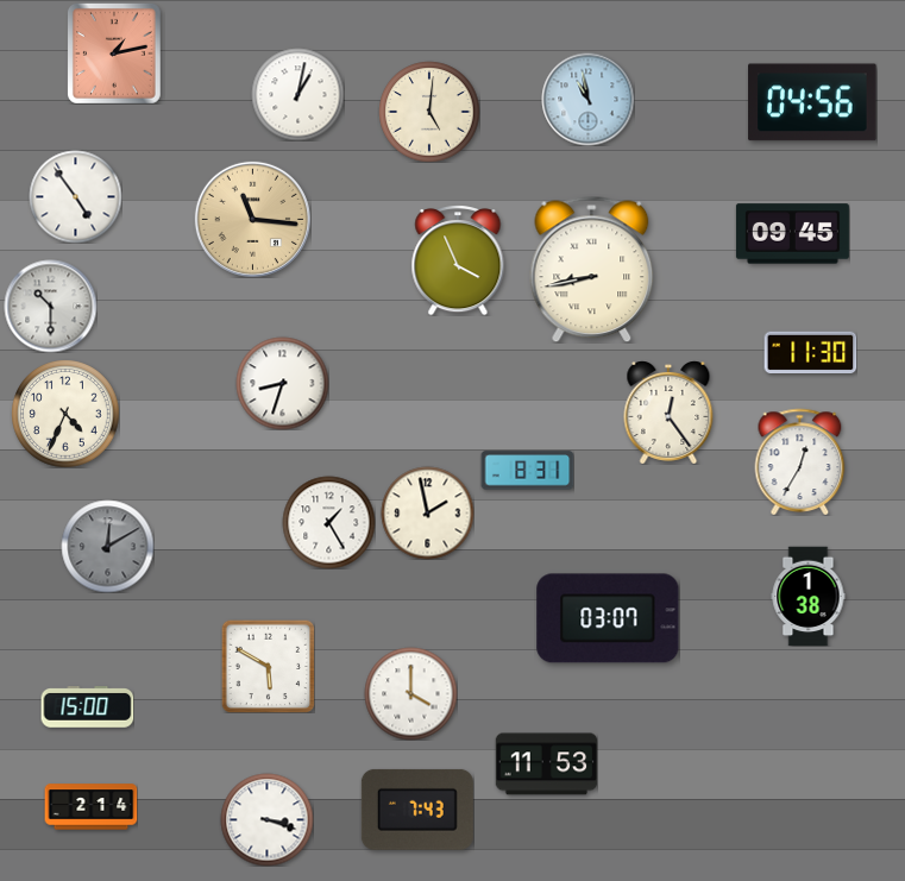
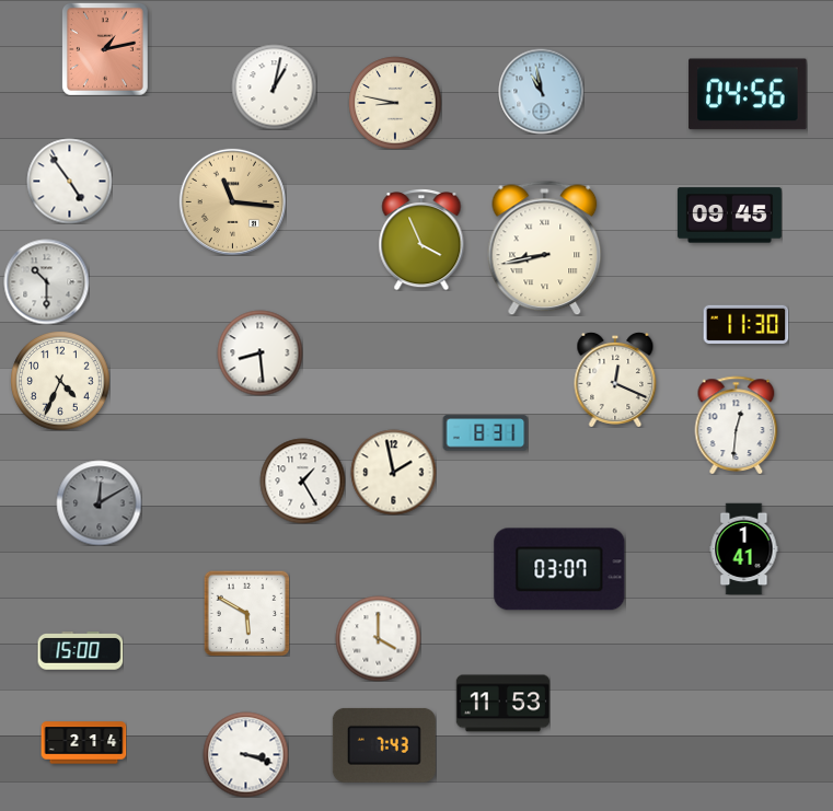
clock at (429, 112): 5:01 -> 8:47
clock at (282, 383): 8:33 -> 8:29
clock at (668, 413): 12:24 -> 12:19
clock at (800, 461): 12:35 -> 12:31
clock at (809, 596): 1:38 -> 1:41
